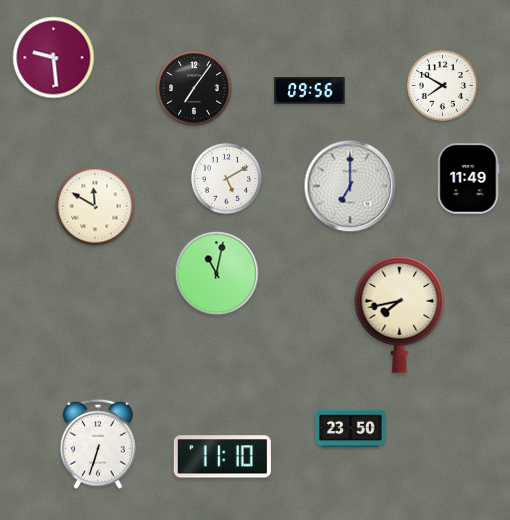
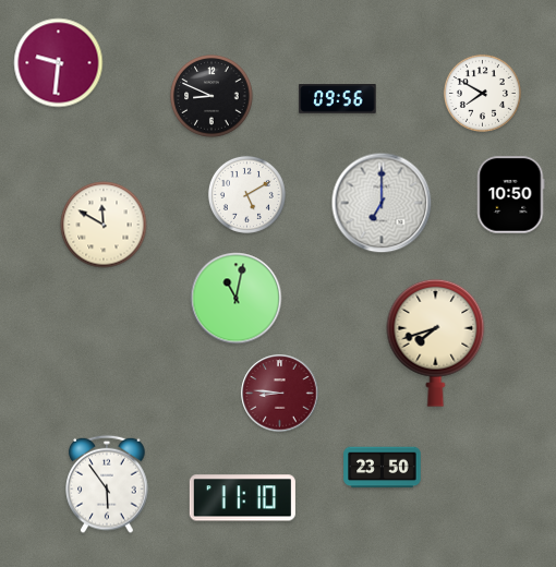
clock at (54, 58): 9:29 -> 9:31
clock at (194, 88): 7:06 -> 8:49
clock at (469, 179): 11:49 -> 10:50
clock at (400, 314): 7:43 -> 7:42
clock at (280, 394): none -> 8:46
clock at (98, 444): 6:33 -> 5:54
